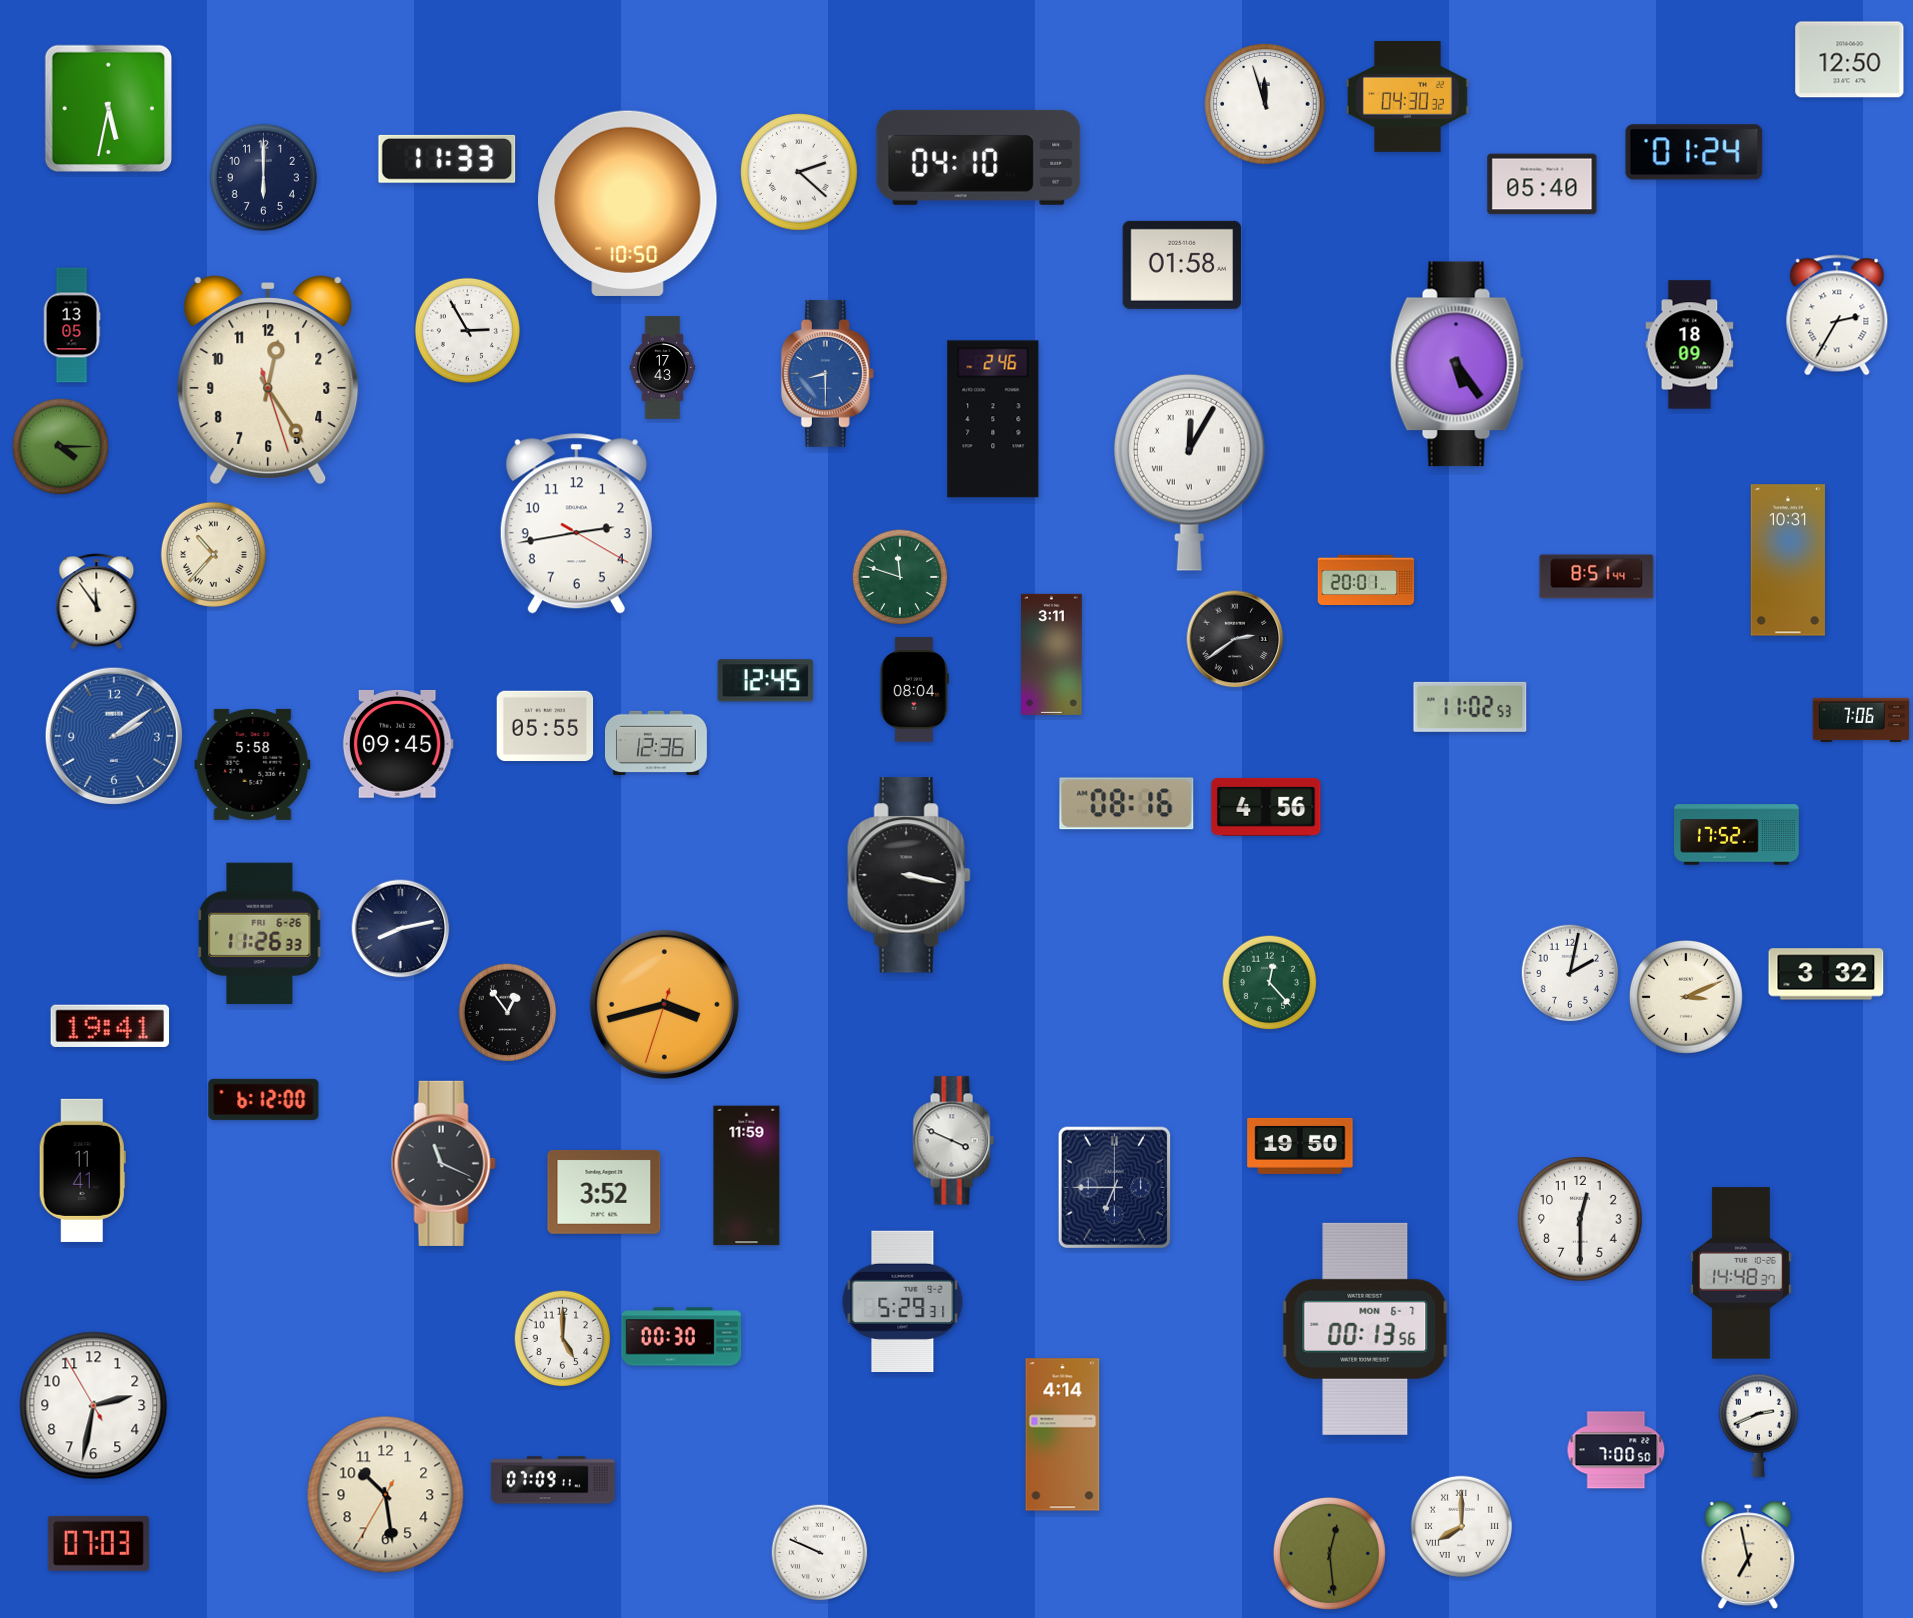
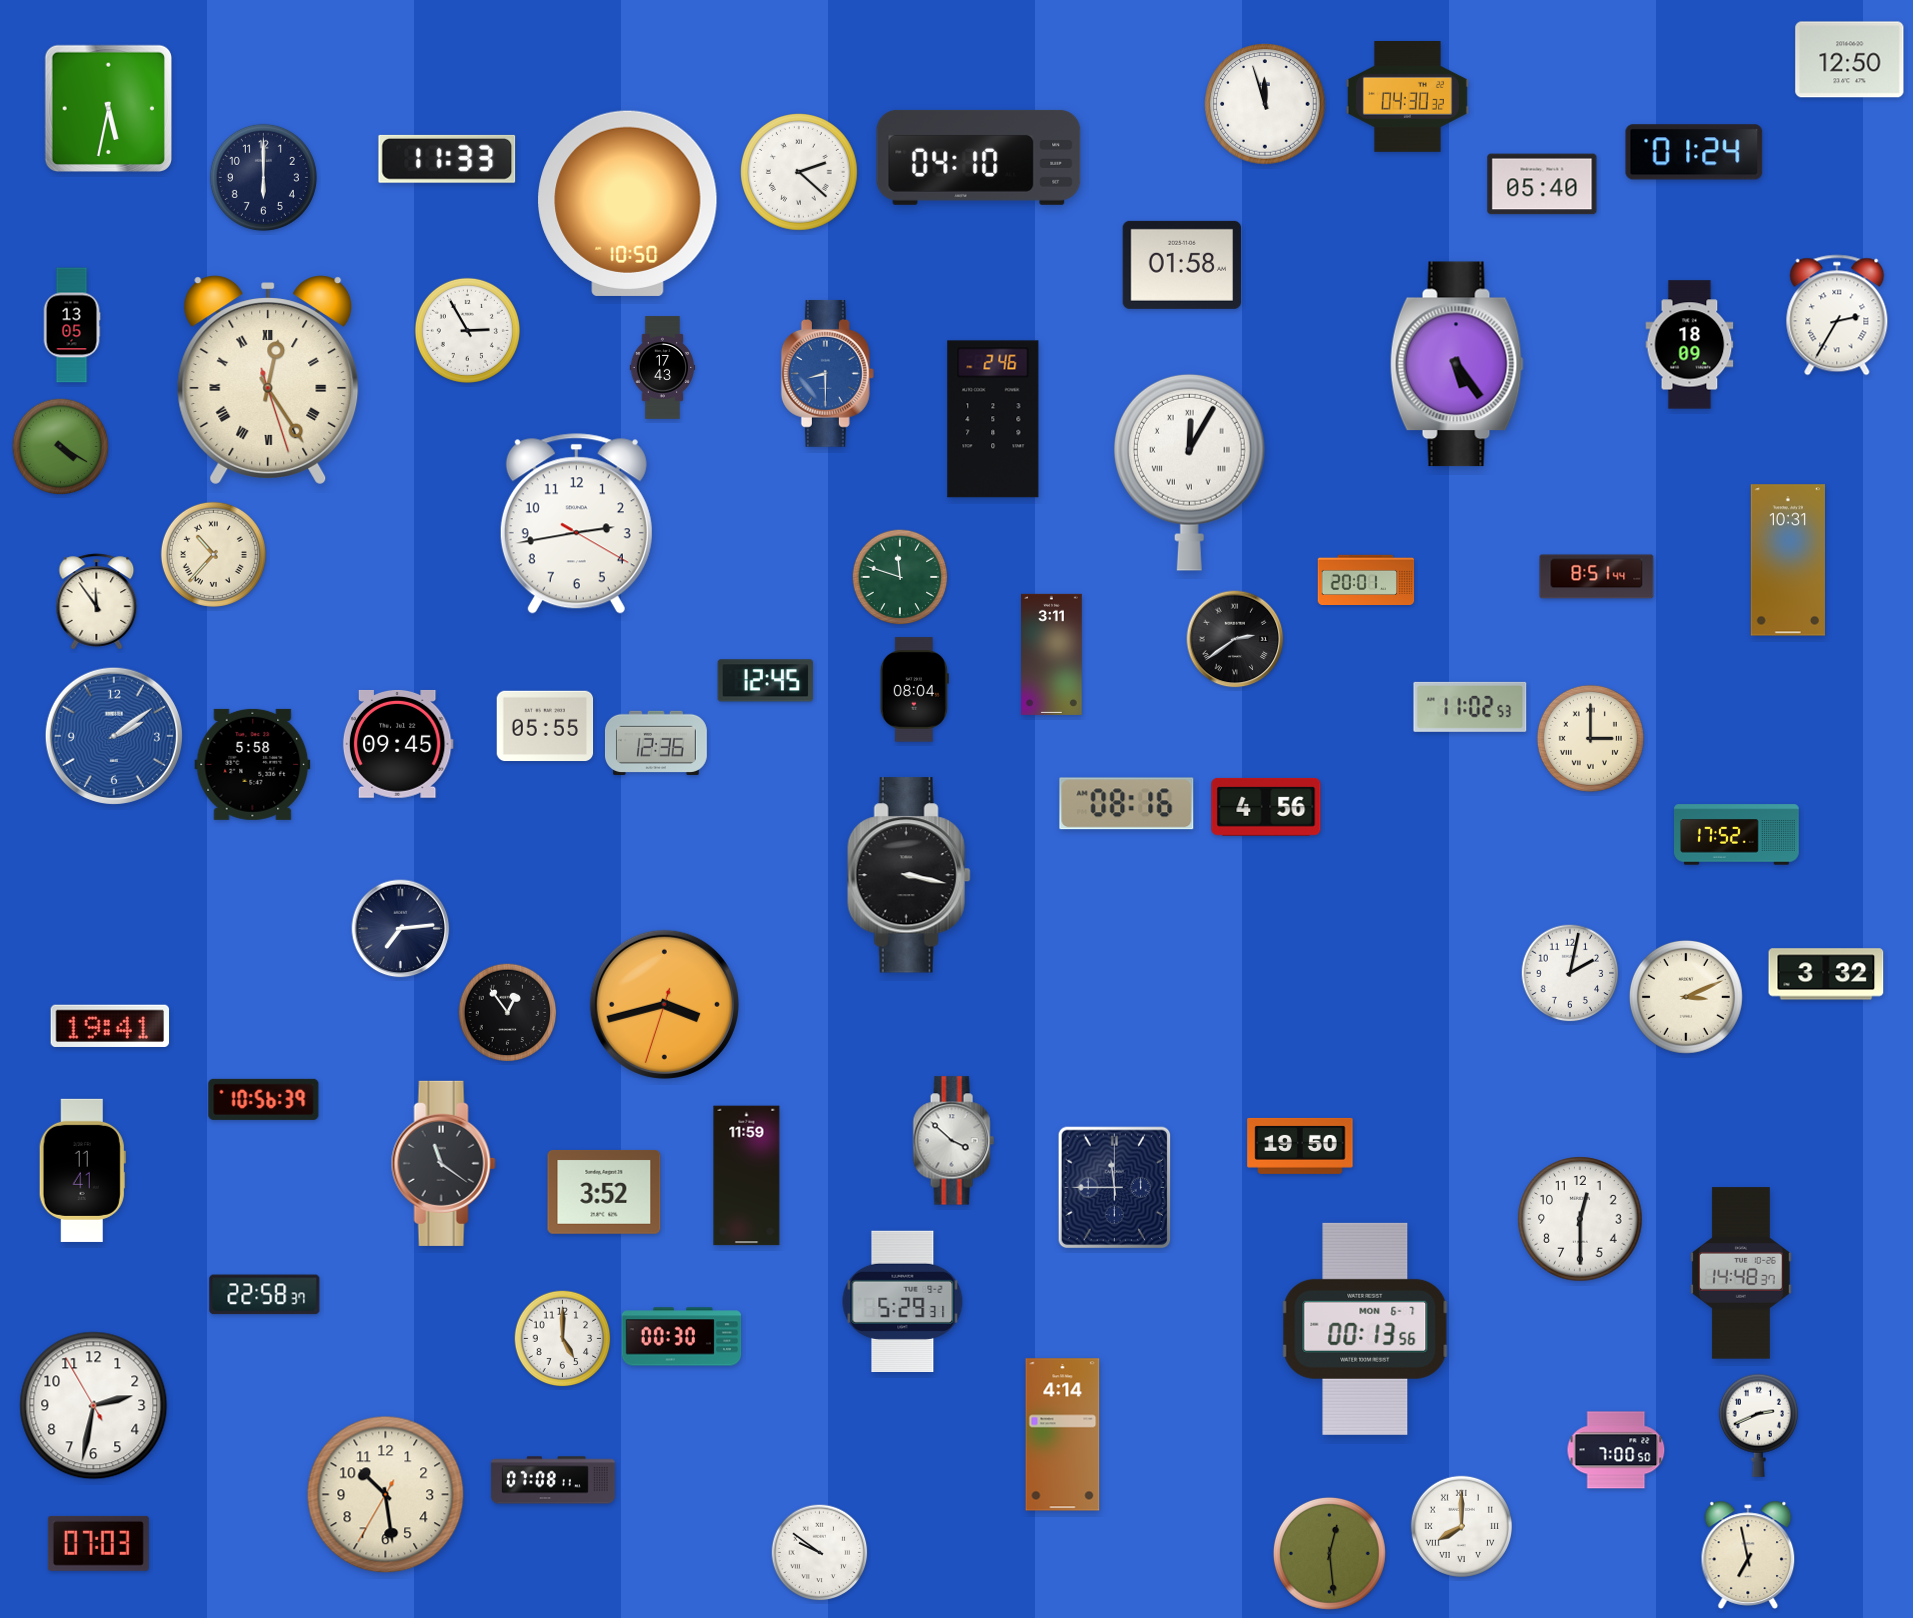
clock at (268, 380) numerals: Arabic -> Roman
clock at (61, 447): 4:15 -> 4:20
clock at (1861, 719): 7:06 -> none
clock at (1590, 738): none -> 3:00
clock at (401, 929): 8:13 -> 7:14
clock at (260, 933): 11:26 -> none
clock at (1270, 983): 12:23 -> none
clock at (264, 1099): 6:12 -> 10:56
clock at (953, 1141): 3:49 -> 3:52
clock at (443, 1163): 11:19 -> 11:21
clock at (1115, 1188): 6:45 -> 11:45
clock at (265, 1295): none -> 22:58
clock at (553, 1480): 07:09 -> 07:08
clock at (820, 1553): 9:49 -> 9:51
